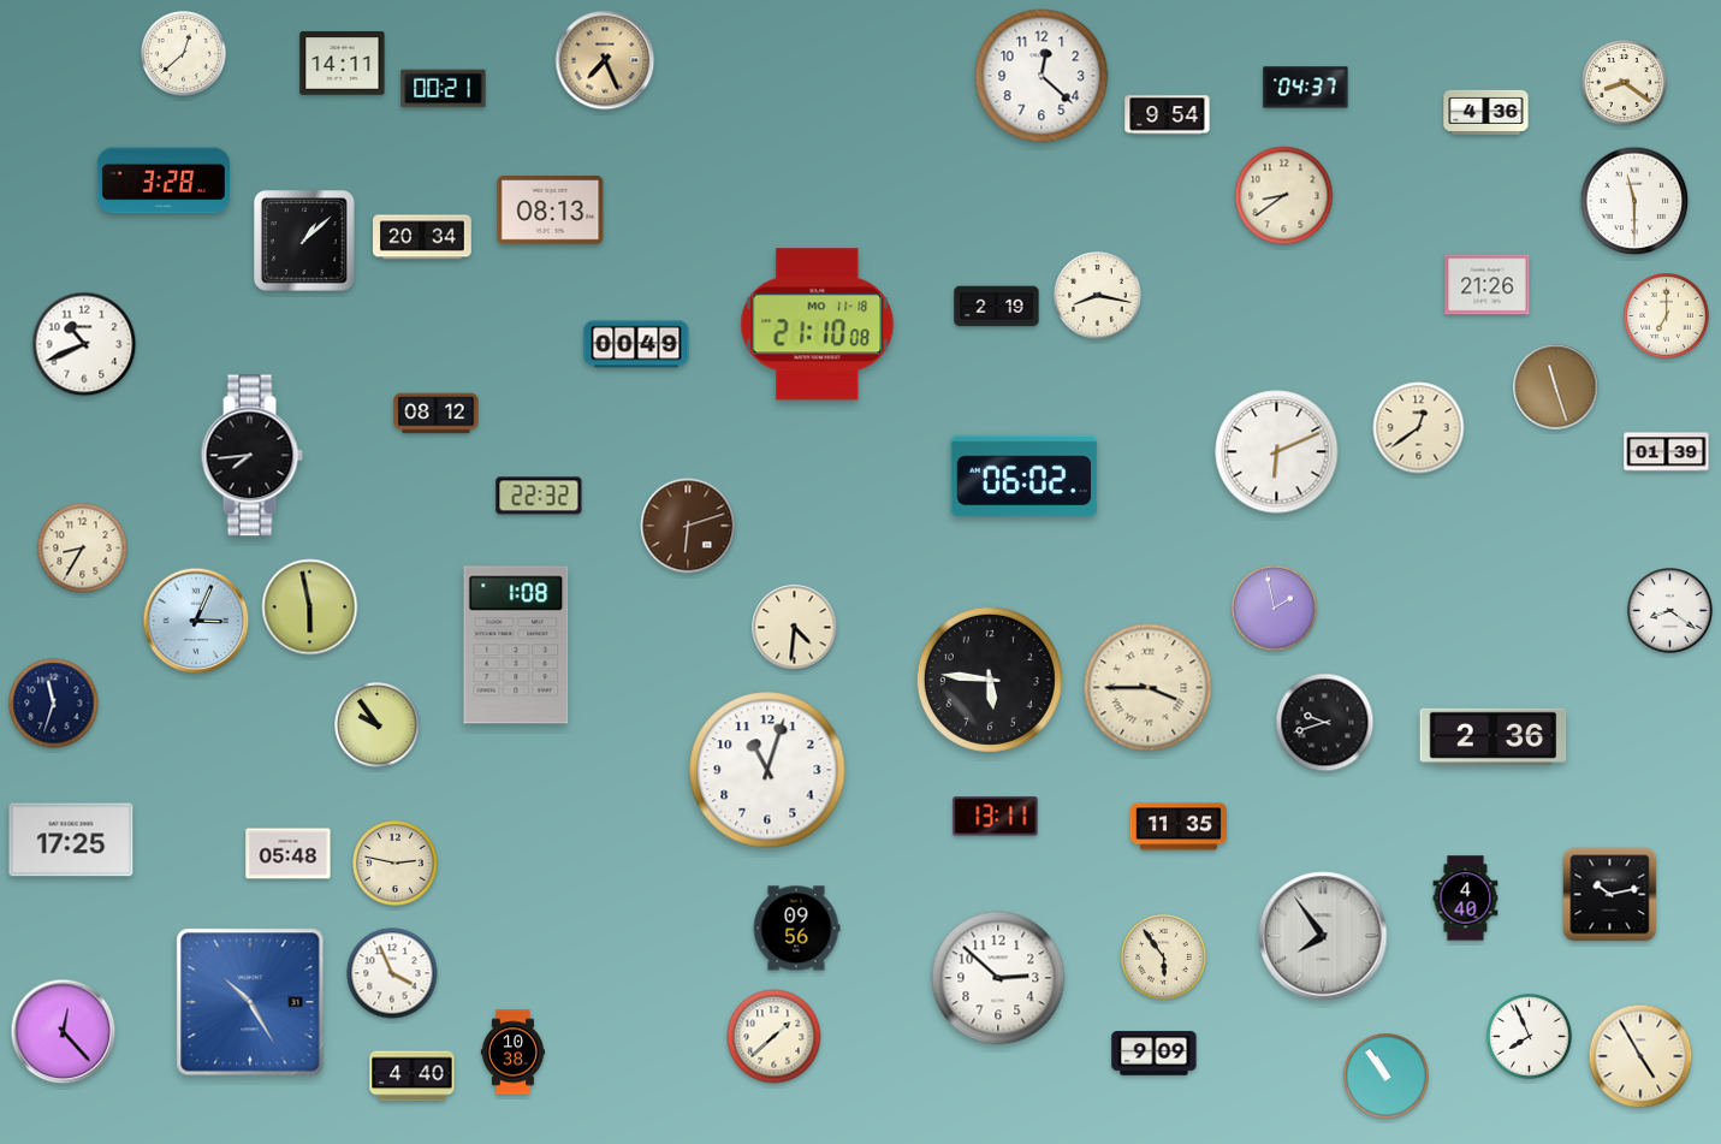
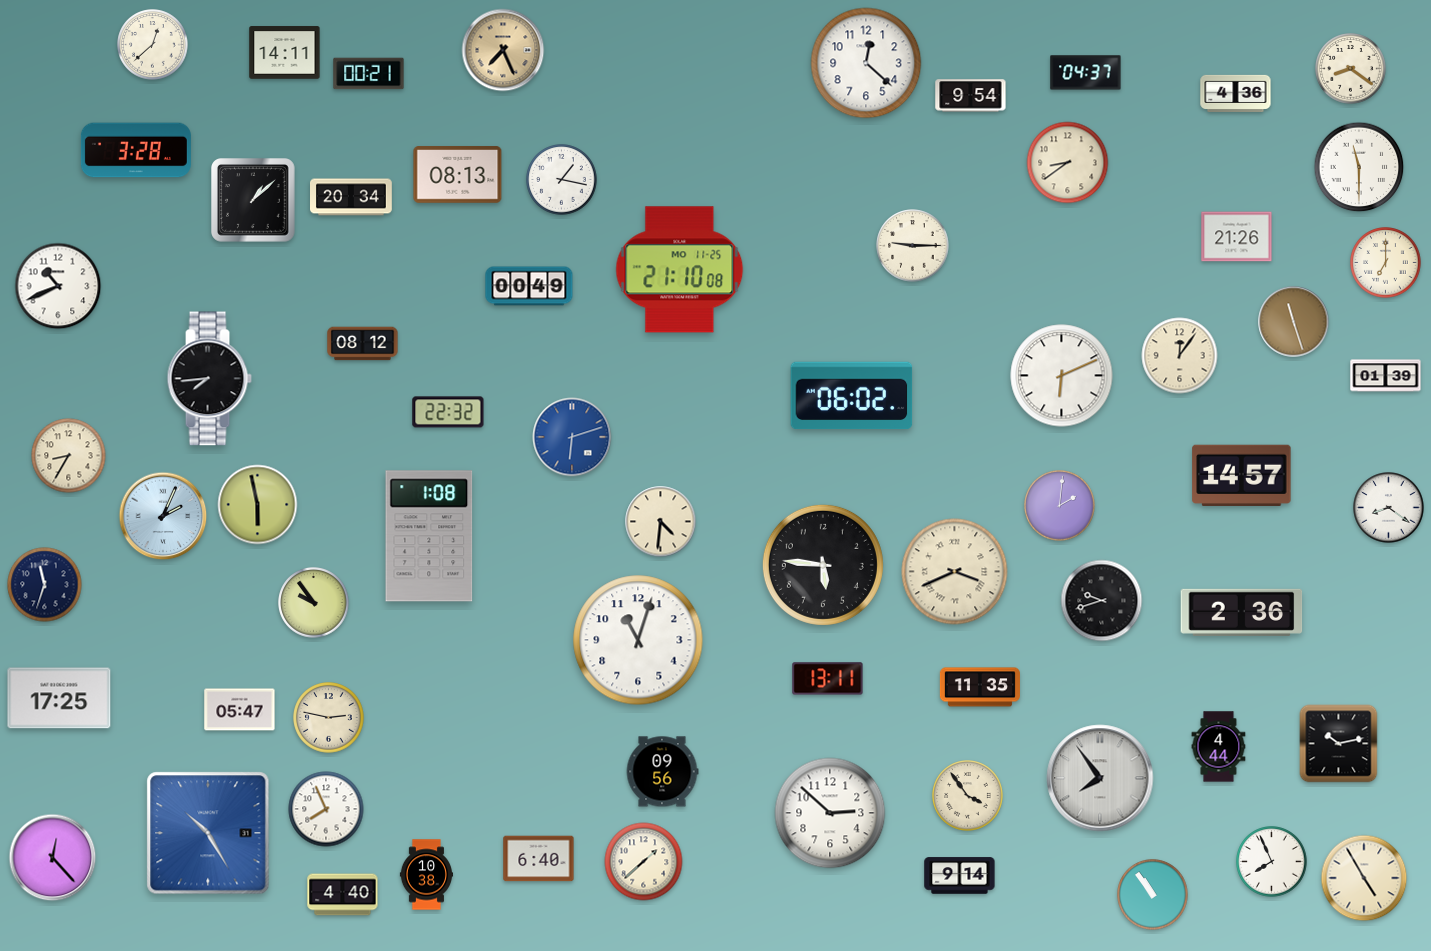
clock at (562, 180): none -> 1:17
clock at (1098, 296): 8:17 -> 9:15
clock at (997, 307): 2:19 -> none
clock at (818, 325) date: MO 11-18 -> MO 11-25
clock at (84, 344) position: (84, 344) -> (58, 286)
clock at (1419, 428): 12:39 -> 12:06
clock at (688, 526) dial: brown -> blue
clock at (1242, 475): none -> 14:57
clock at (1275, 609): 1:58 -> 2:01
clock at (196, 621): 3:04 -> 2:04
clock at (1149, 688): 3:45 -> 3:41
clock at (289, 854): 05:48 -> 05:47
clock at (1466, 899): 4:40 -> 4:44
clock at (1164, 958): 5:54 -> 3:54
clock at (392, 973): 3:56 -> 7:56
clock at (539, 859): none -> 6:40
clock at (1155, 1054): 9:09 -> 9:14
